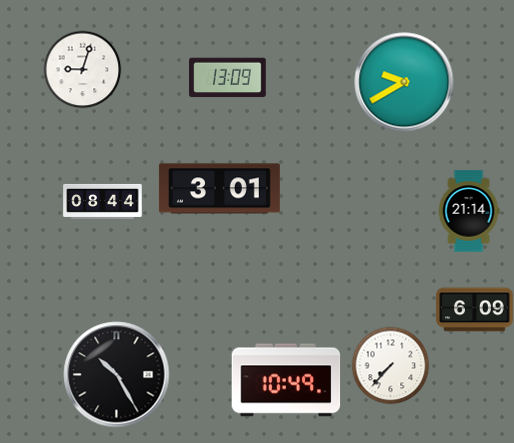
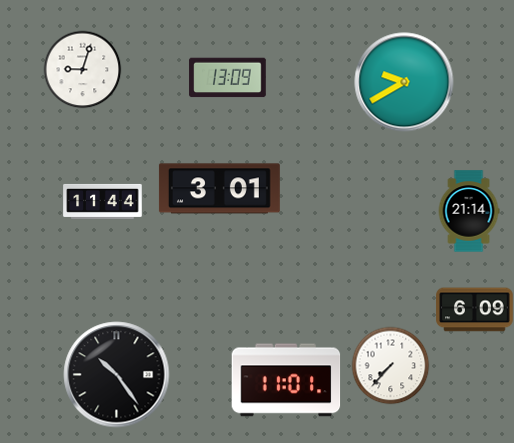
clock at (103, 201): 08:44 -> 11:44
clock at (117, 375): 10:25 -> 10:24
clock at (286, 380): 10:49 -> 11:01
